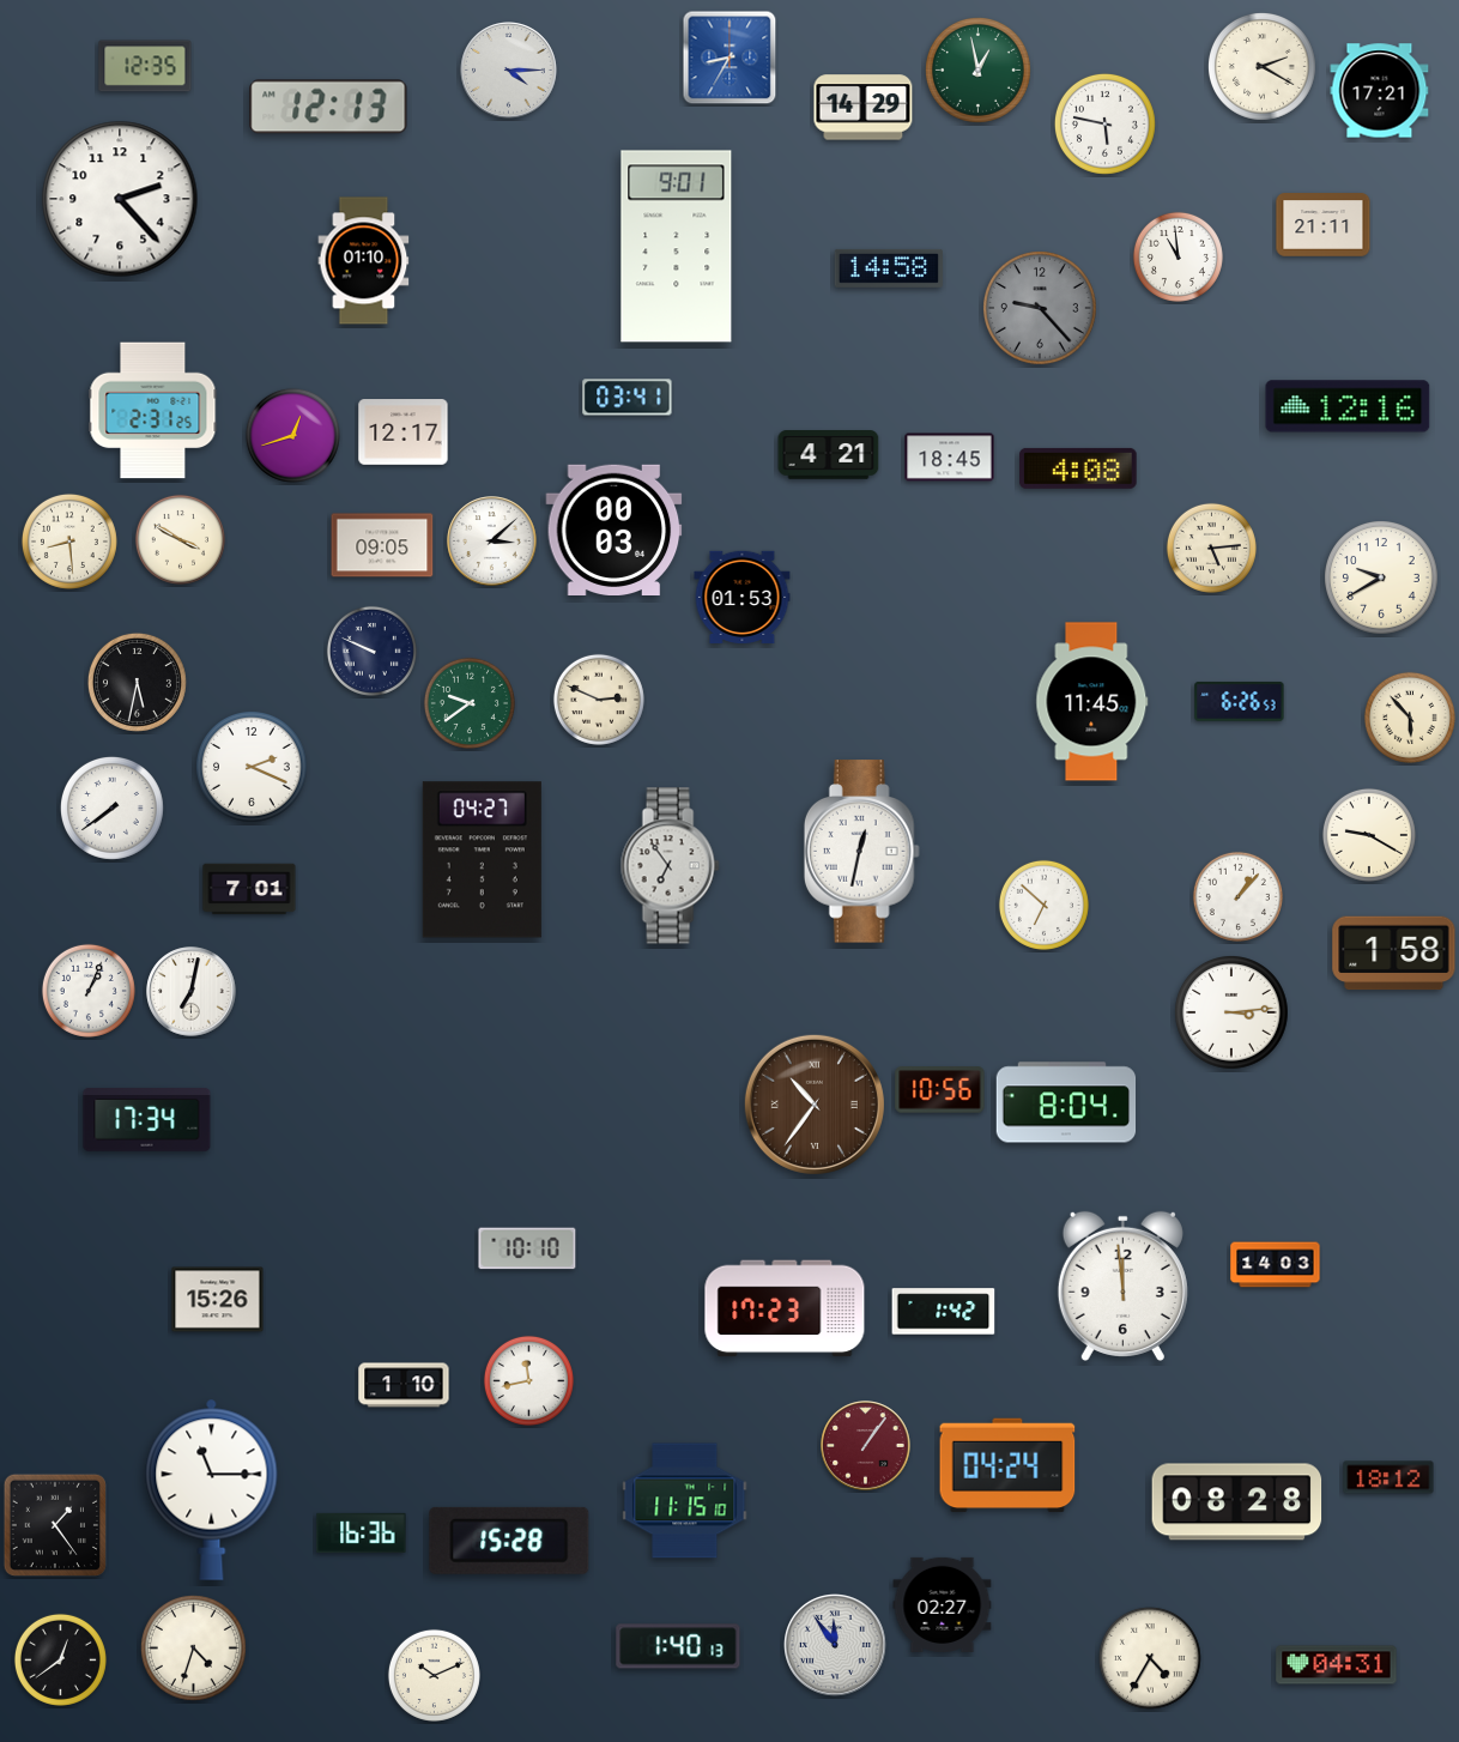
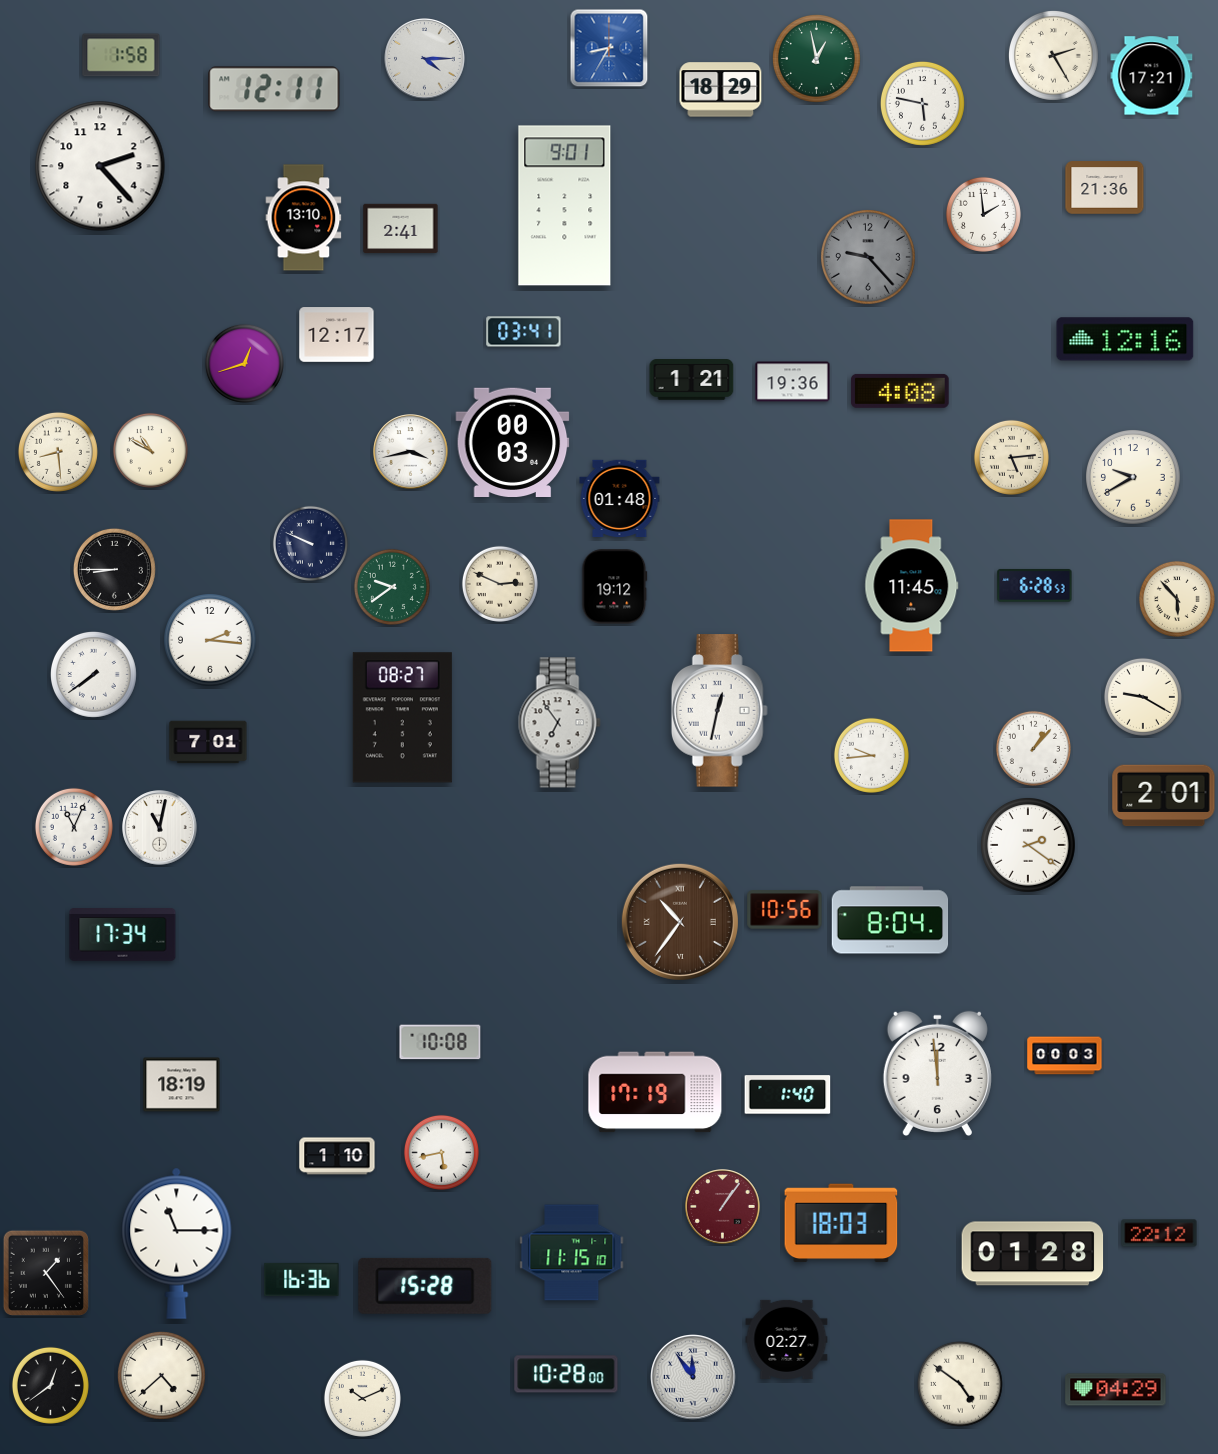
clock at (145, 66): 12:35 -> 1:58
clock at (1261, 66): 2:20 -> 2:25
clock at (328, 107): 12:13 -> 12:11
clock at (864, 108): 14:29 -> 18:29
clock at (1324, 225): 21:11 -> 21:36
clock at (1178, 256): 10:59 -> 1:59
clock at (364, 261): 01:10 -> 13:10
clock at (888, 268): 14:58 -> none
clock at (401, 229): none -> 2:41
clock at (153, 411): 2:31 -> none
clock at (404, 433) position: (404, 433) -> (337, 335)
clock at (829, 455): 4:21 -> 1:21
clock at (950, 458): 18:45 -> 19:36
clock at (180, 539): 3:50 -> 10:50
clock at (492, 542): 3:08 -> 3:43
clock at (382, 545): 09:05 -> none
clock at (1382, 579) position: (1382, 579) -> (1134, 478)
clock at (743, 597): 01:53 -> 01:48
clock at (137, 682): 5:32 -> 8:45
clock at (1240, 702): 6:26 -> 6:28
clock at (615, 587): none -> 19:12
clock at (253, 768): 2:19 -> 2:16
clock at (482, 860): 04:27 -> 08:27
clock at (1043, 905): 6:52 -> 9:44
clock at (1394, 954): 1:58 -> 2:01
clock at (89, 991): 1:04 -> 11:04
clock at (192, 992): 7:02 -> 11:02
clock at (1233, 1014): 3:14 -> 2:21
clock at (527, 1248): 10:10 -> 10:08
clock at (1276, 1265): 14:03 -> 00:03
clock at (218, 1300): 15:26 -> 18:19
clock at (785, 1308): 17:23 -> 17:19
clock at (944, 1312): 1:42 -> 1:40
clock at (528, 1380): 11:43 -> 5:43
clock at (1007, 1465): 04:24 -> 18:03
clock at (1388, 1477): 18:12 -> 22:12
clock at (1237, 1502): 08:28 -> 01:28
clock at (678, 1646): 1:40 -> 10:28
clock at (836, 1646) position: (836, 1646) -> (694, 1378)
clock at (193, 1647): 4:33 -> 4:38
clock at (1150, 1658): 4:35 -> 4:51
clock at (1337, 1665): 04:31 -> 04:29
